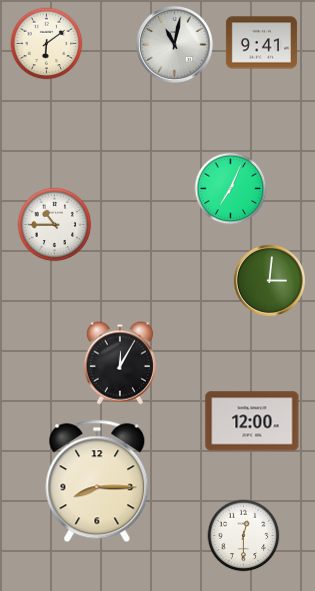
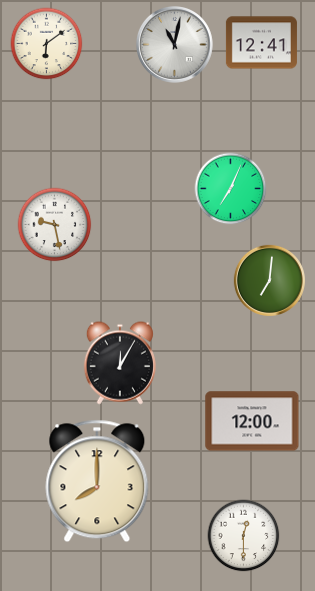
clock at (261, 43): 9:41 -> 12:41
clock at (55, 225): 10:45 -> 9:28
clock at (269, 280): 3:01 -> 7:01
clock at (97, 481): 8:15 -> 8:00
